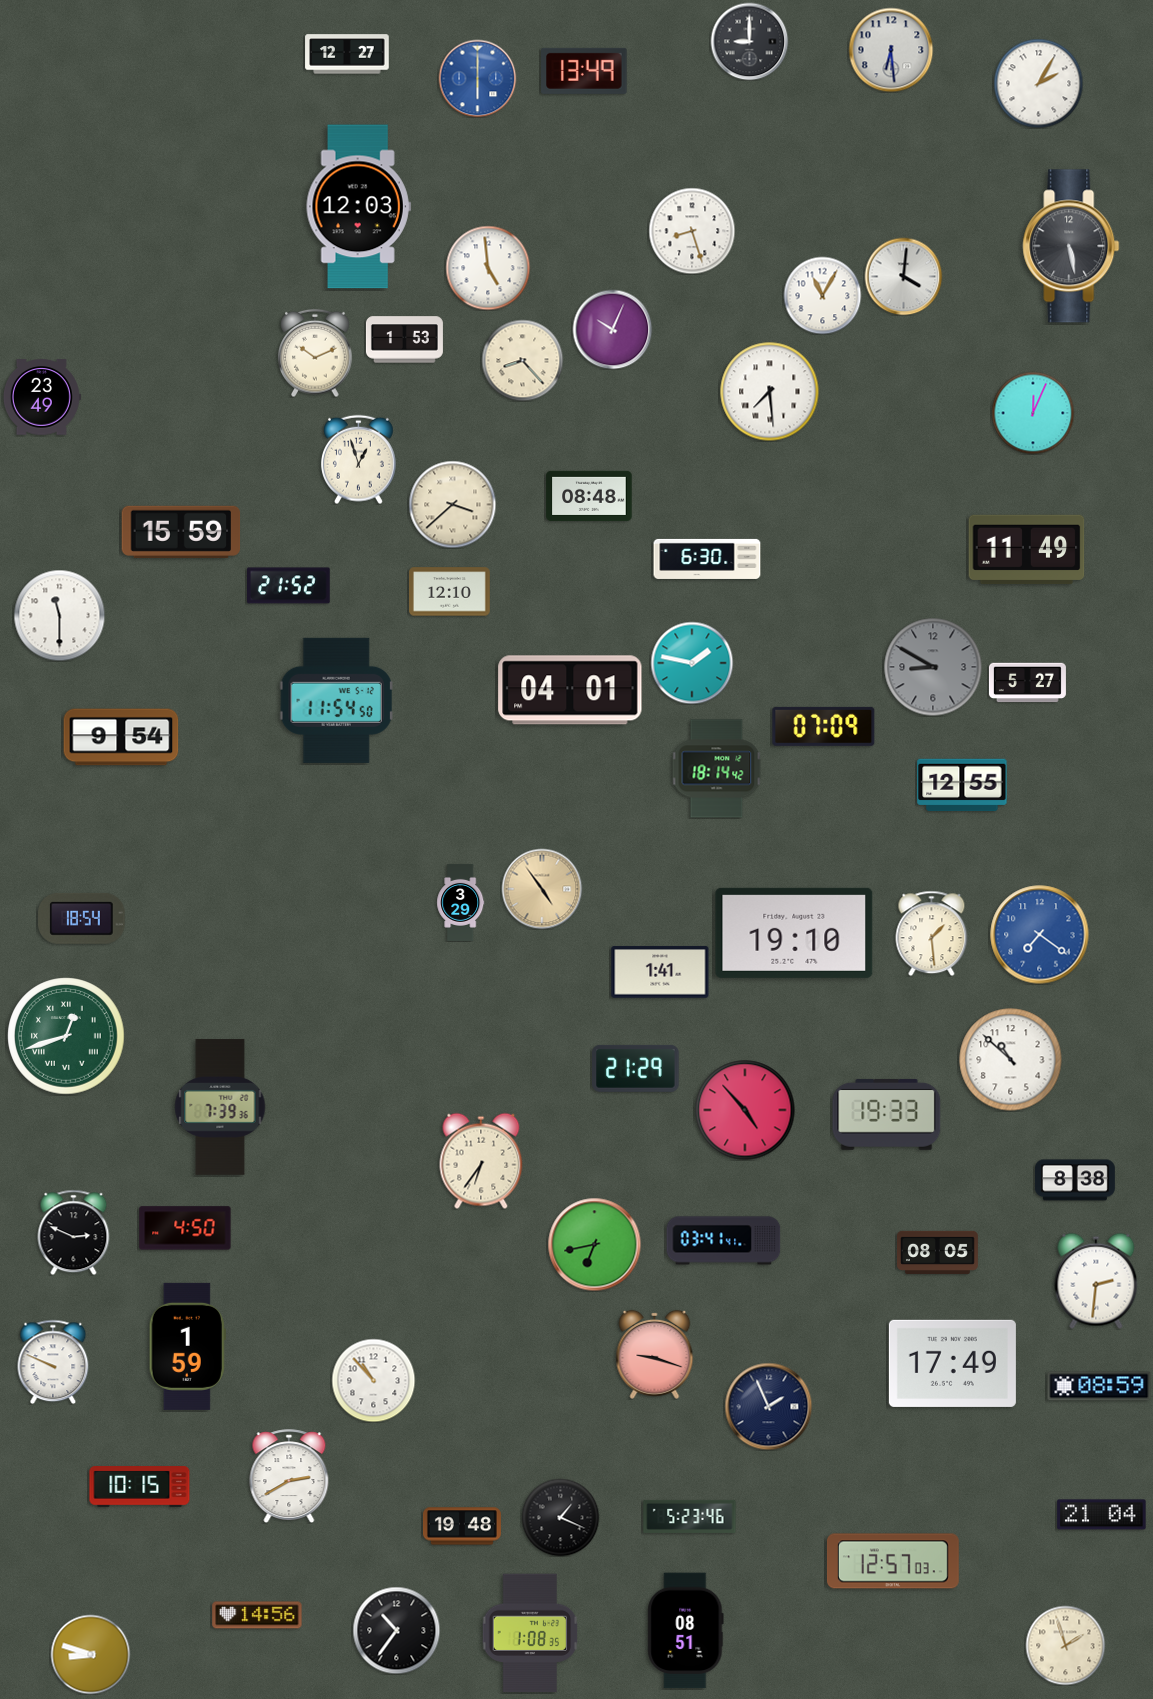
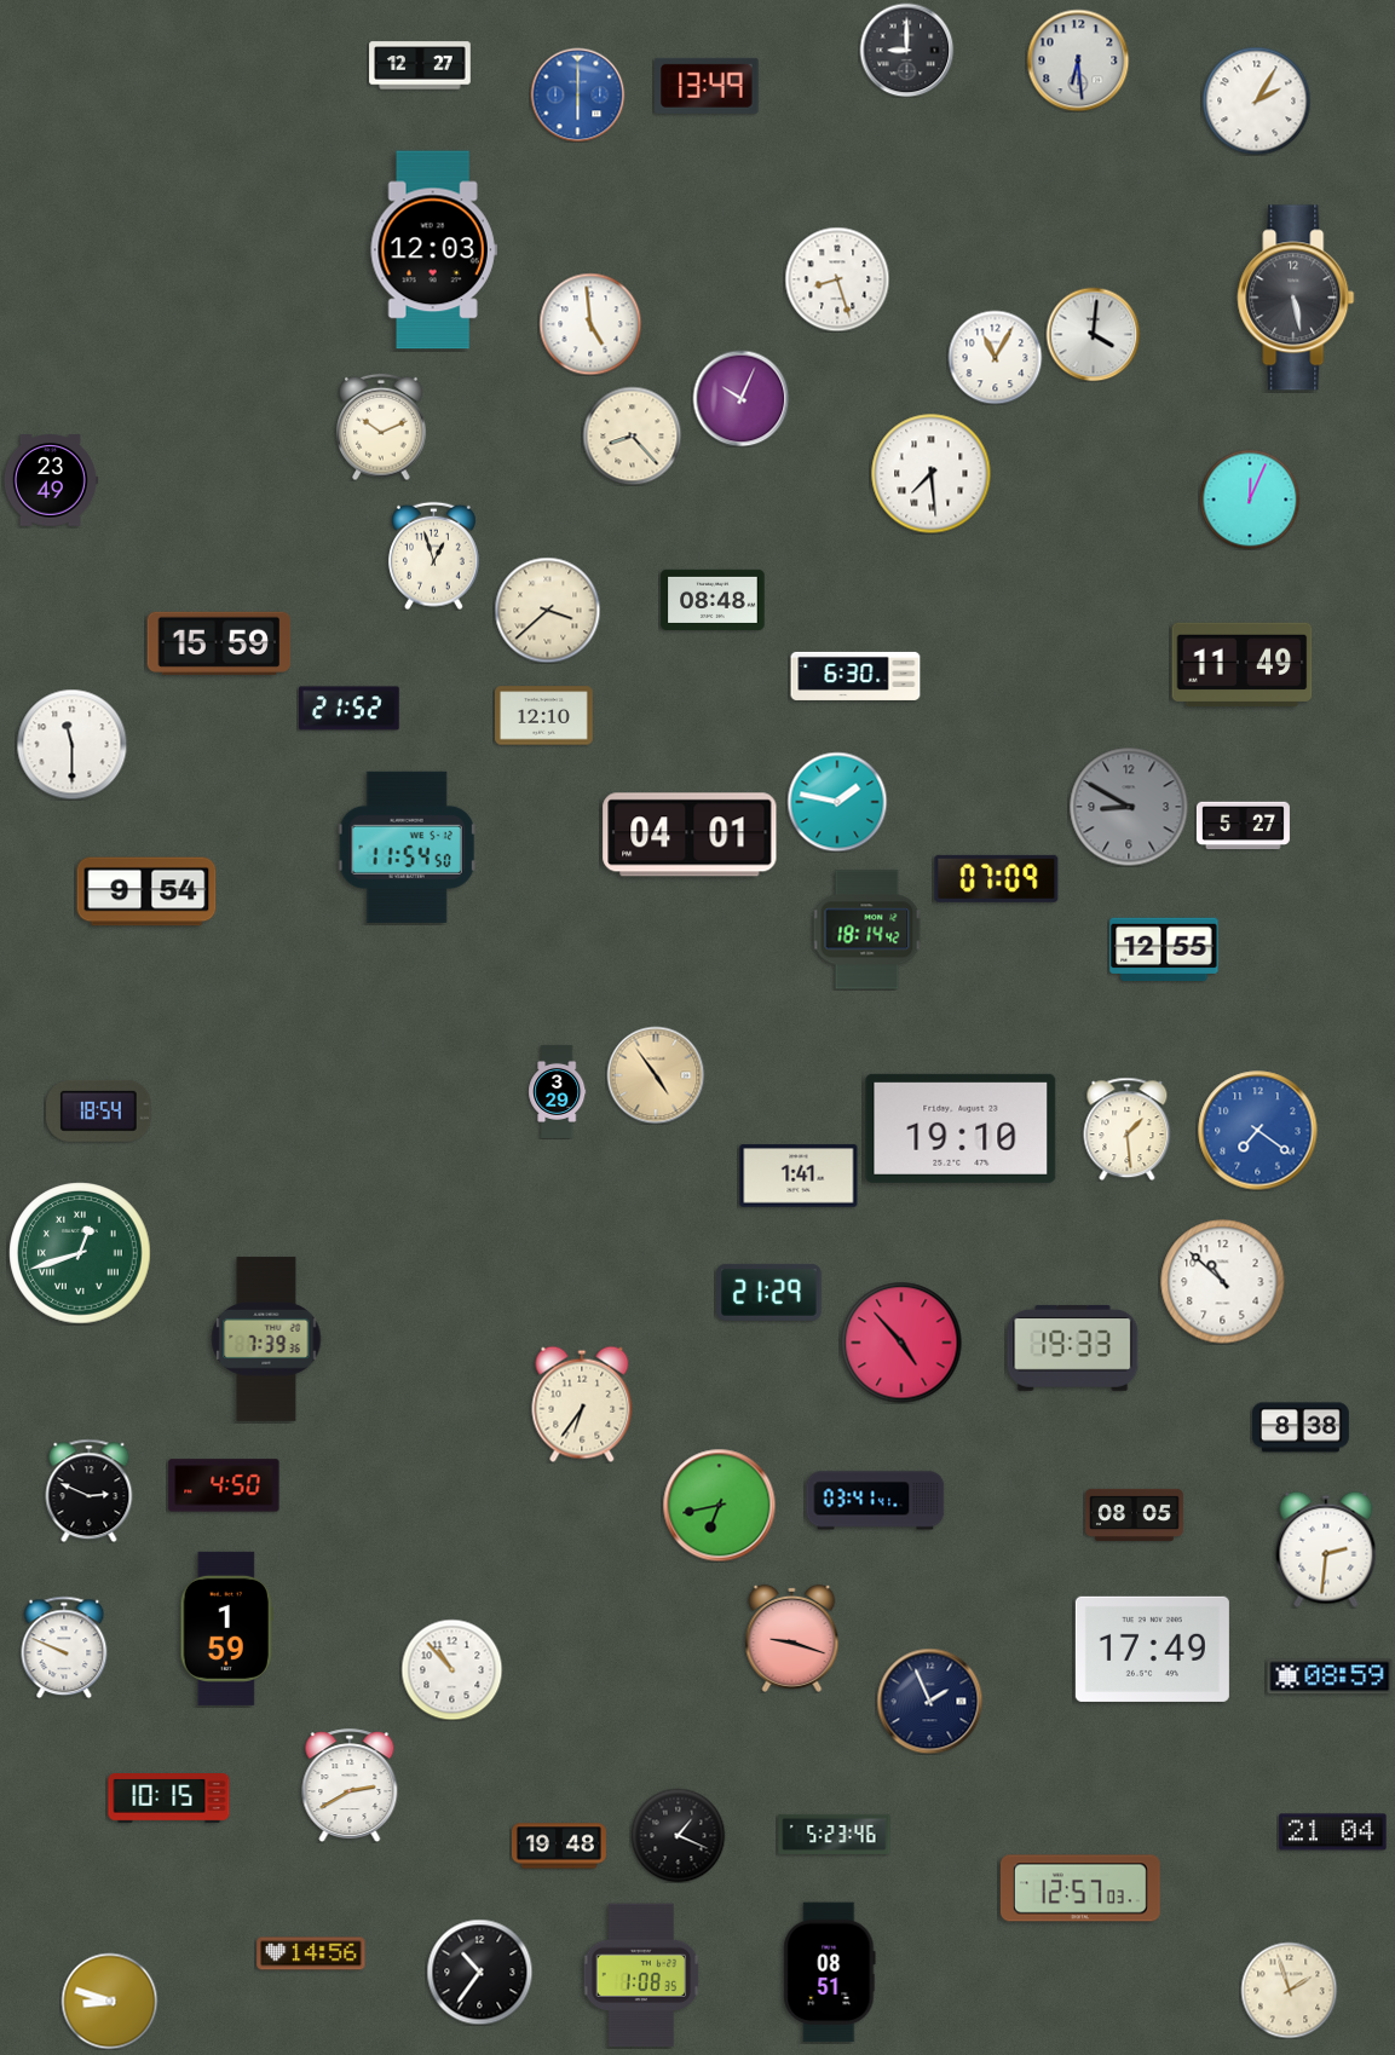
clock at (404, 340): 1:53 -> none
